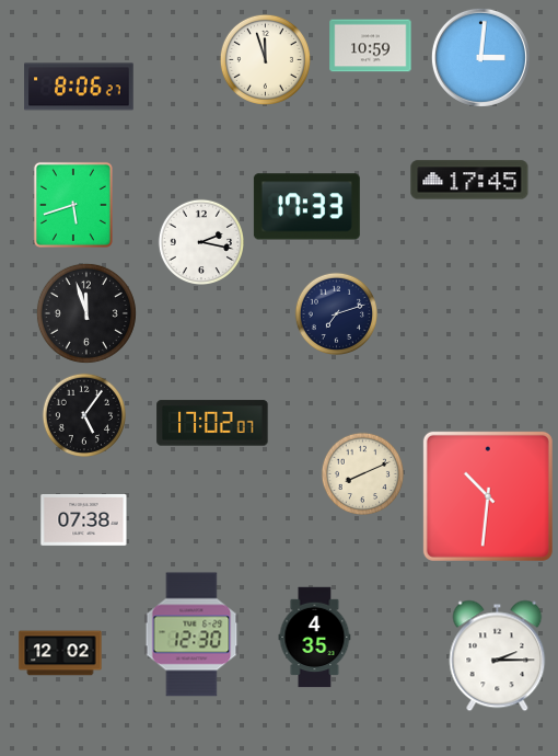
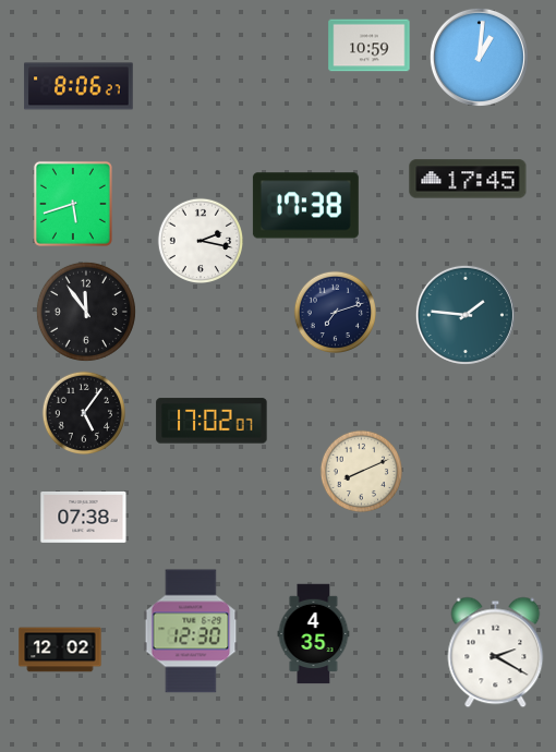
clock at (480, 57): 3:01 -> 1:01
clock at (265, 59): 11:57 -> none
clock at (306, 207): 17:33 -> 17:38
clock at (86, 313): 11:57 -> 11:54
clock at (466, 315): none -> 1:46
clock at (488, 496): 10:31 -> none
clock at (498, 656): 2:15 -> 2:20
